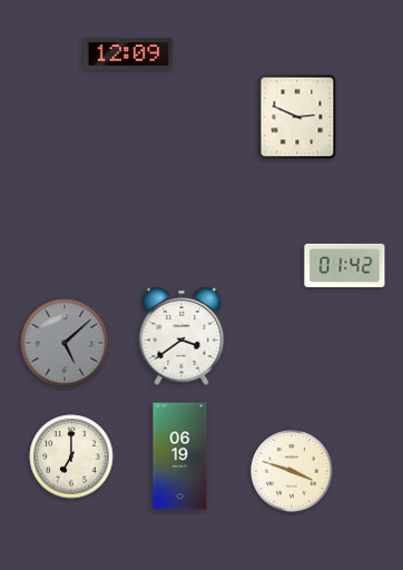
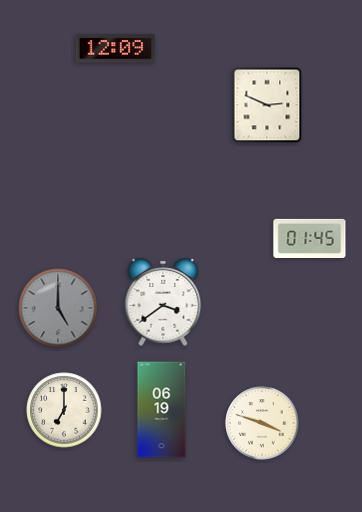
clock at (345, 265): 01:42 -> 01:45
clock at (65, 343): 5:08 -> 5:00
